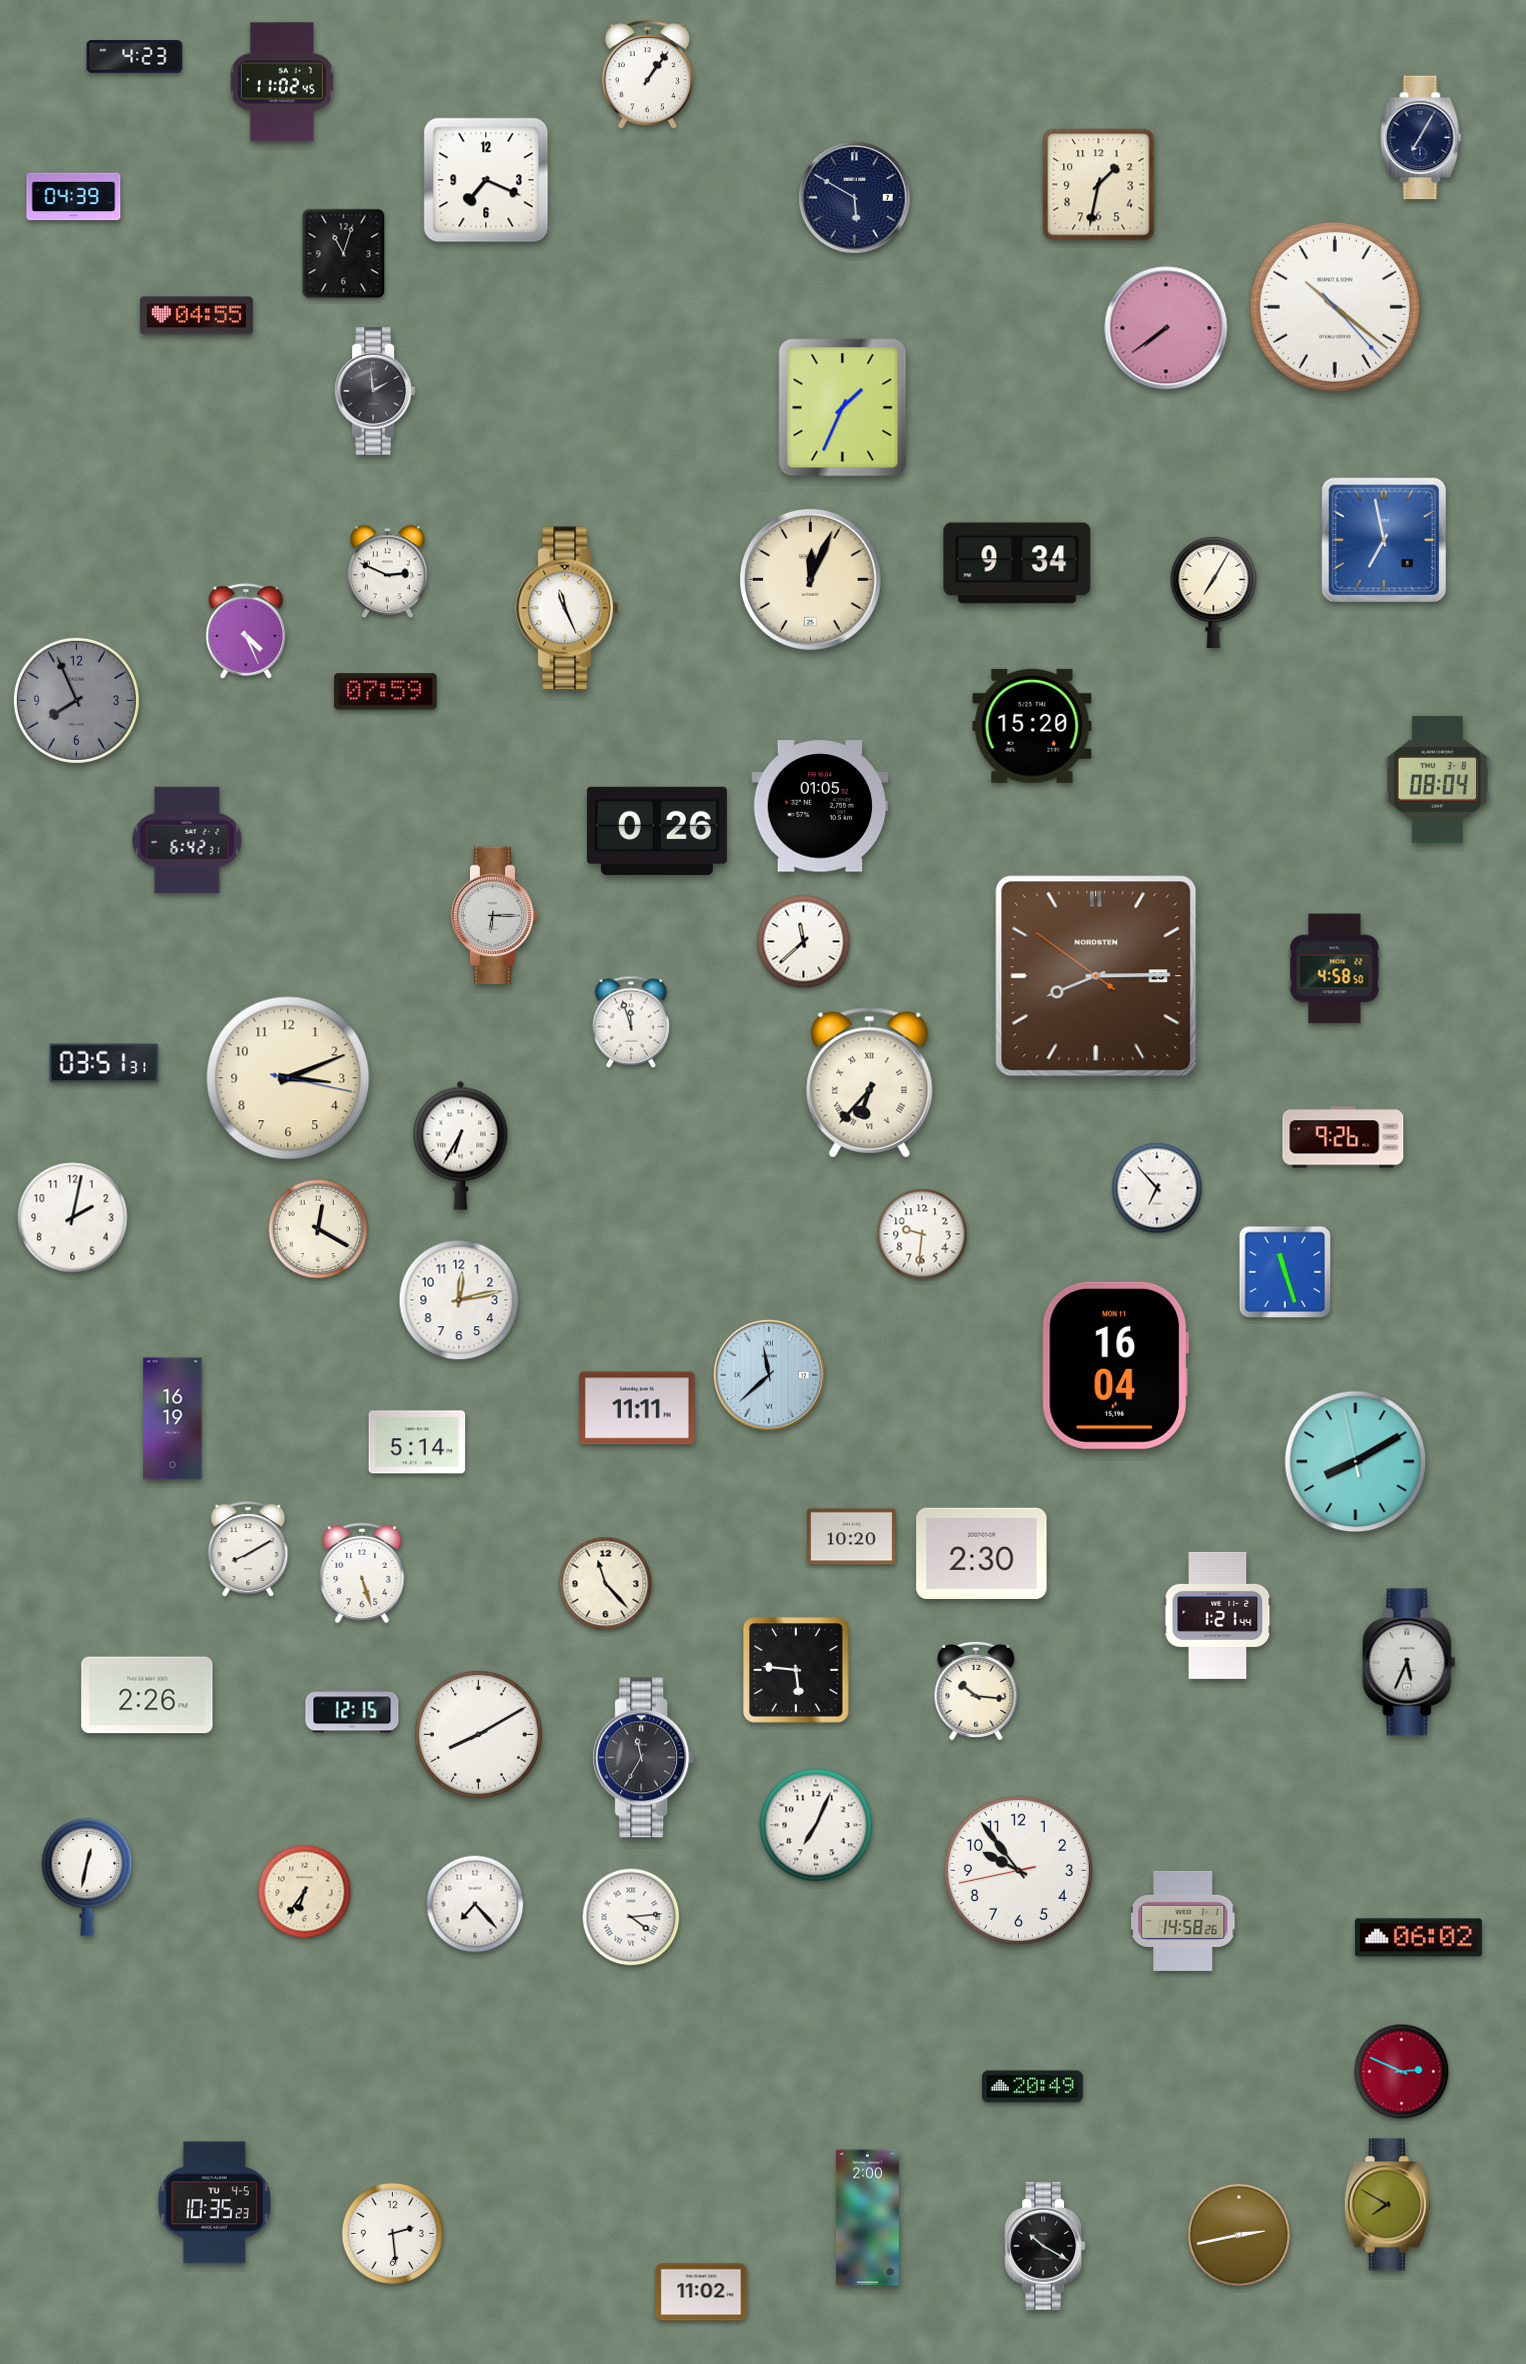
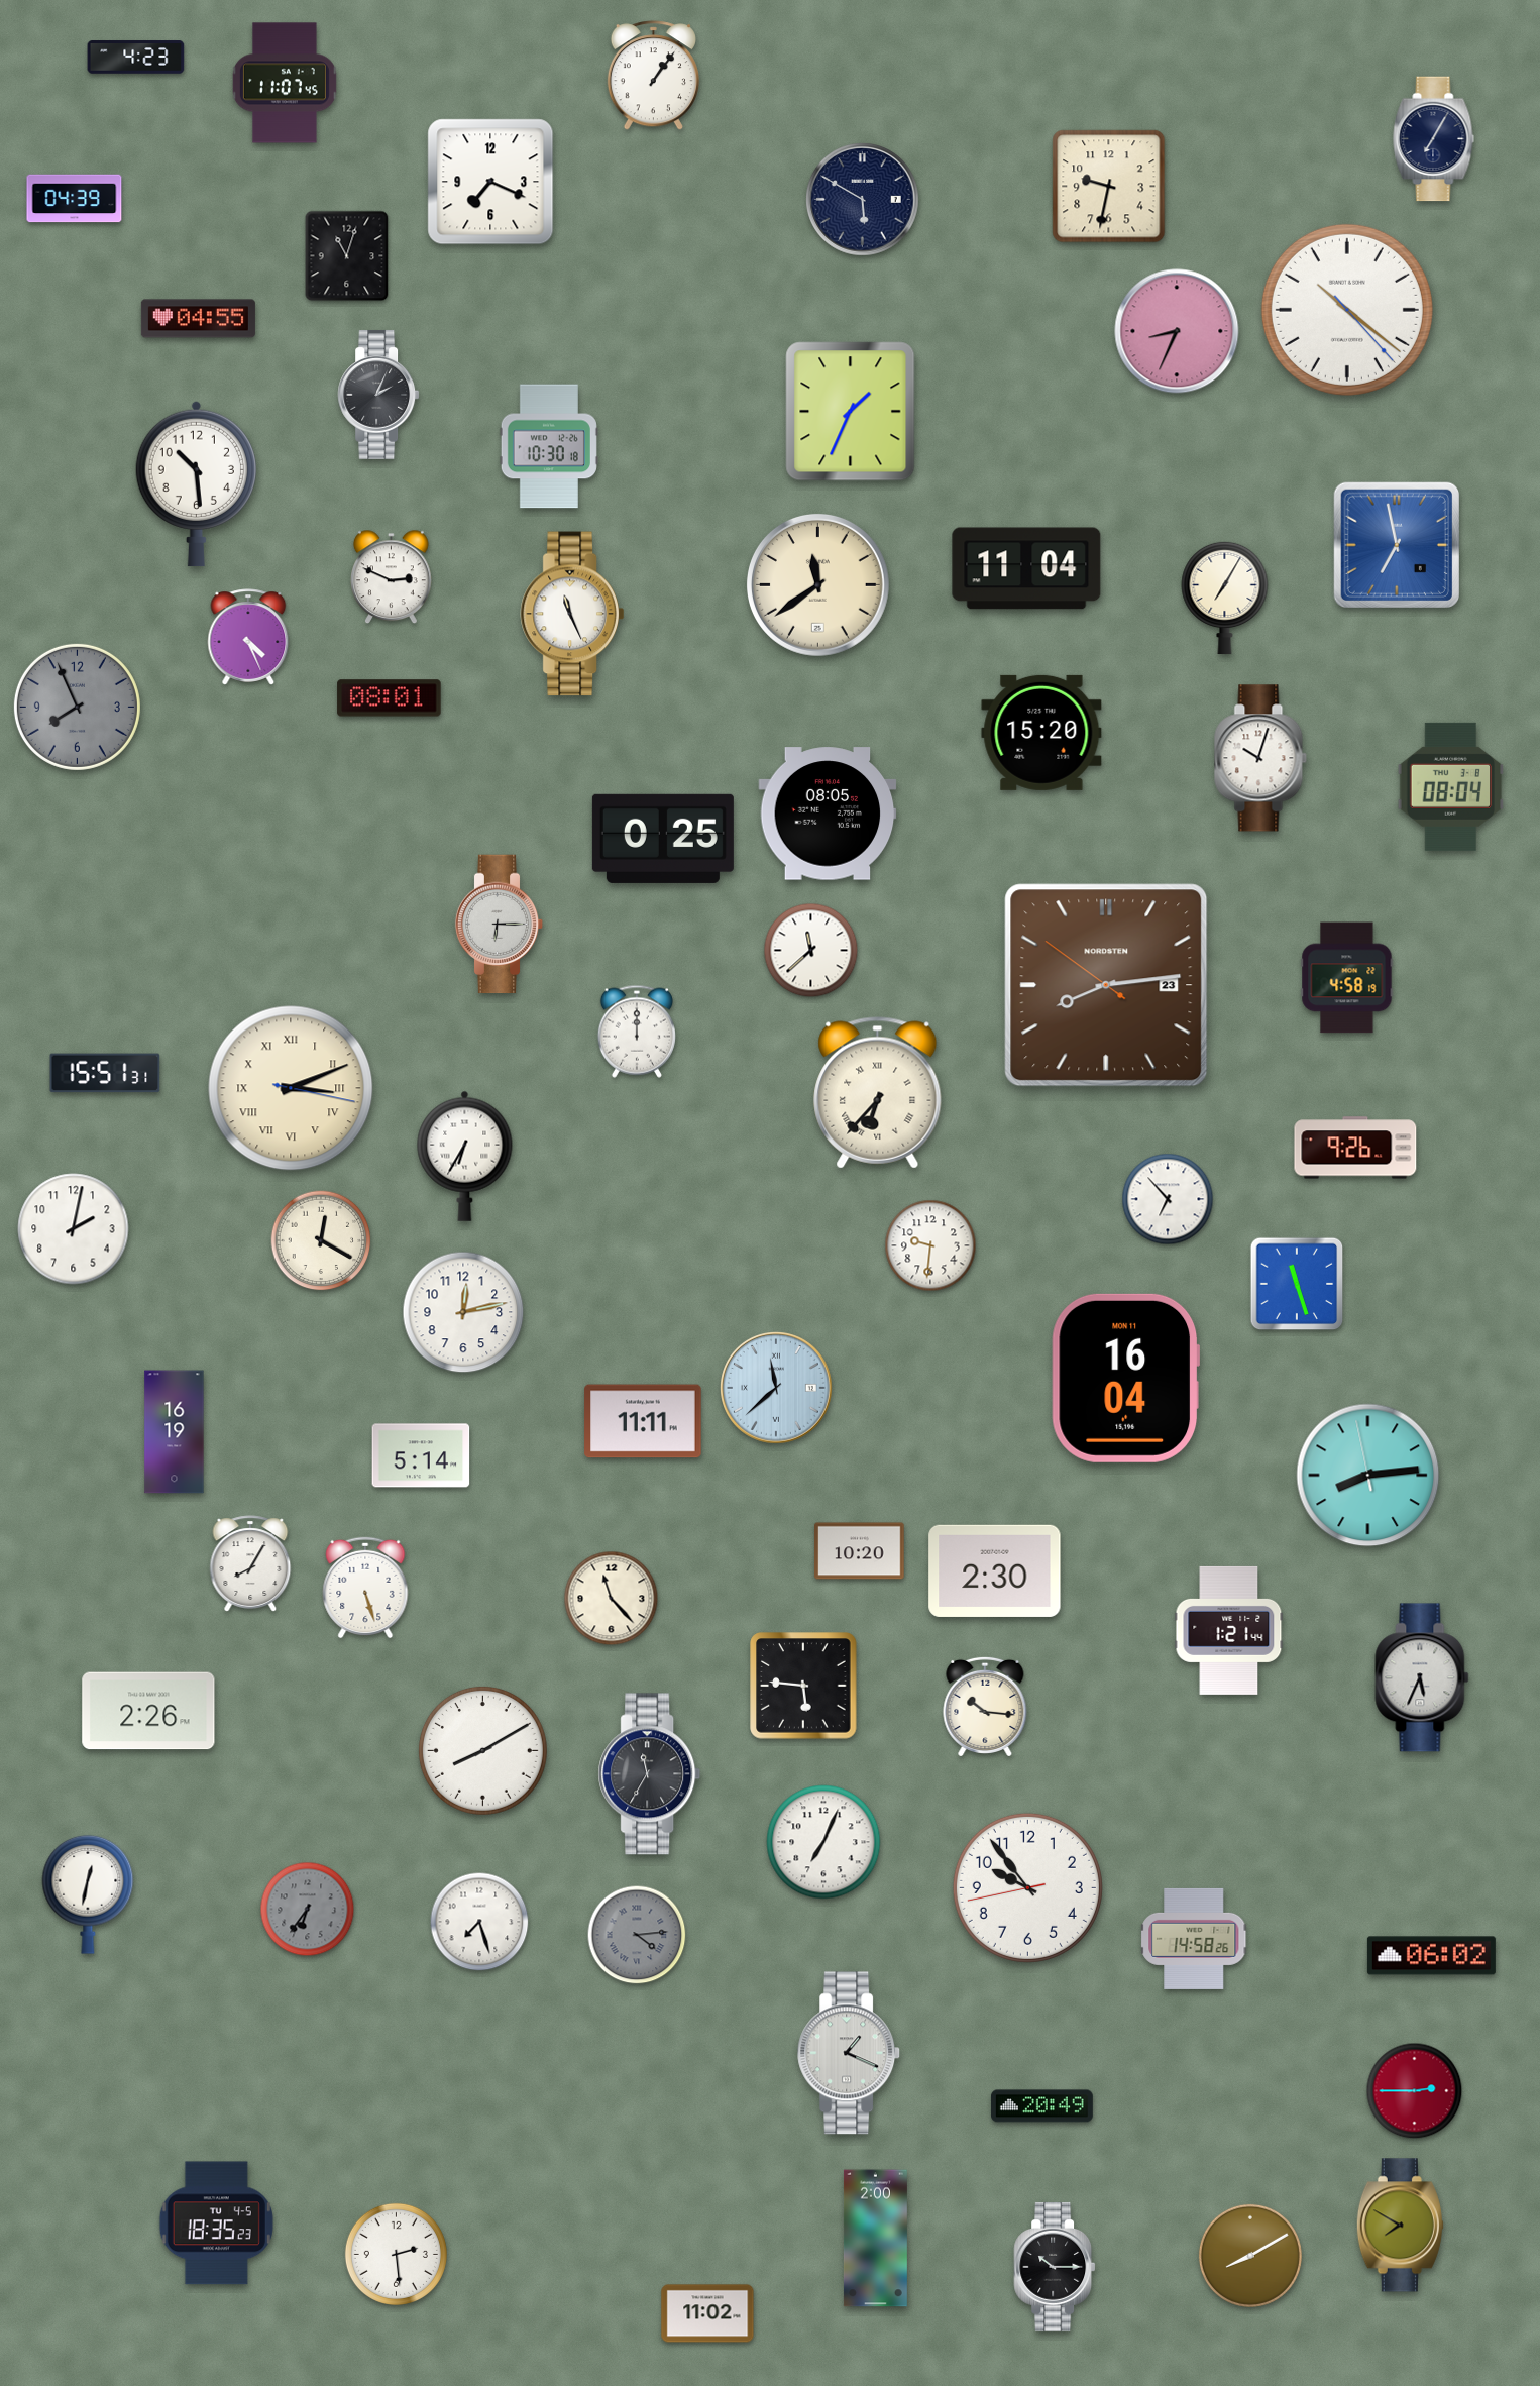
clock at (282, 82): 11:02 -> 11:07
clock at (1099, 185): 1:32 -> 9:32
clock at (1166, 328): 7:39 -> 8:34
clock at (375, 391): 1:59 -> 2:04
clock at (549, 446): none -> 10:30
clock at (196, 483): none -> 10:29
clock at (1017, 563): 9:34 -> 11:04
clock at (810, 579): 12:04 -> 11:39
clock at (386, 692): 07:59 -> 08:01
clock at (1260, 758): none -> 10:03
clock at (820, 806): 01:05 -> 08:05
clock at (657, 831): 0:26 -> 0:25
clock at (187, 840): 6:42 -> none
clock at (1335, 969): 4:58:50 -> 4:58:19
clock at (1096, 976): 8:14 -> 8:13
clock at (631, 1022): 11:57 -> 12:00
clock at (104, 1063): 03:51 -> 15:51
clock at (288, 1078) numerals: Arabic -> Roman
clock at (1356, 1462): 8:09 -> 8:13
clock at (248, 1549): 8:10 -> 8:05
clock at (982, 1553) position: (982, 1553) -> (995, 1570)
clock at (352, 1711): 12:15 -> none
clock at (305, 1892) dial: cream -> grey
clock at (475, 1904): 7:23 -> 7:27
clock at (631, 1917) dial: white -> grey
clock at (850, 2053): none -> 1:19
clock at (1402, 2072): 2:49 -> 2:45
clock at (214, 2203): 10:35 -> 18:35
clock at (1239, 2235): 2:43 -> 8:10
clock at (1045, 2246): 10:20 -> 10:15
